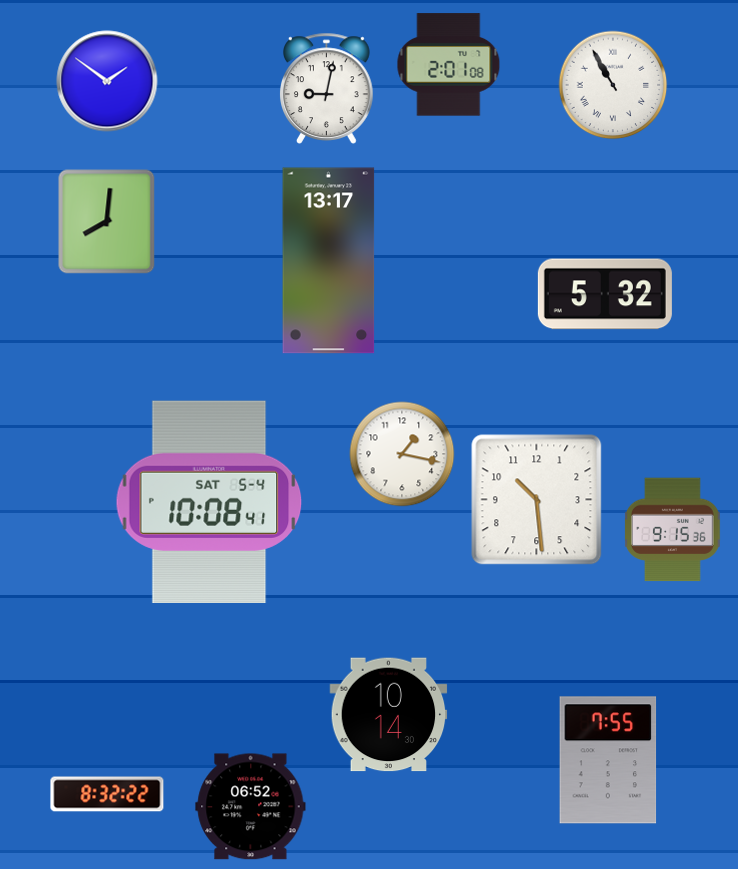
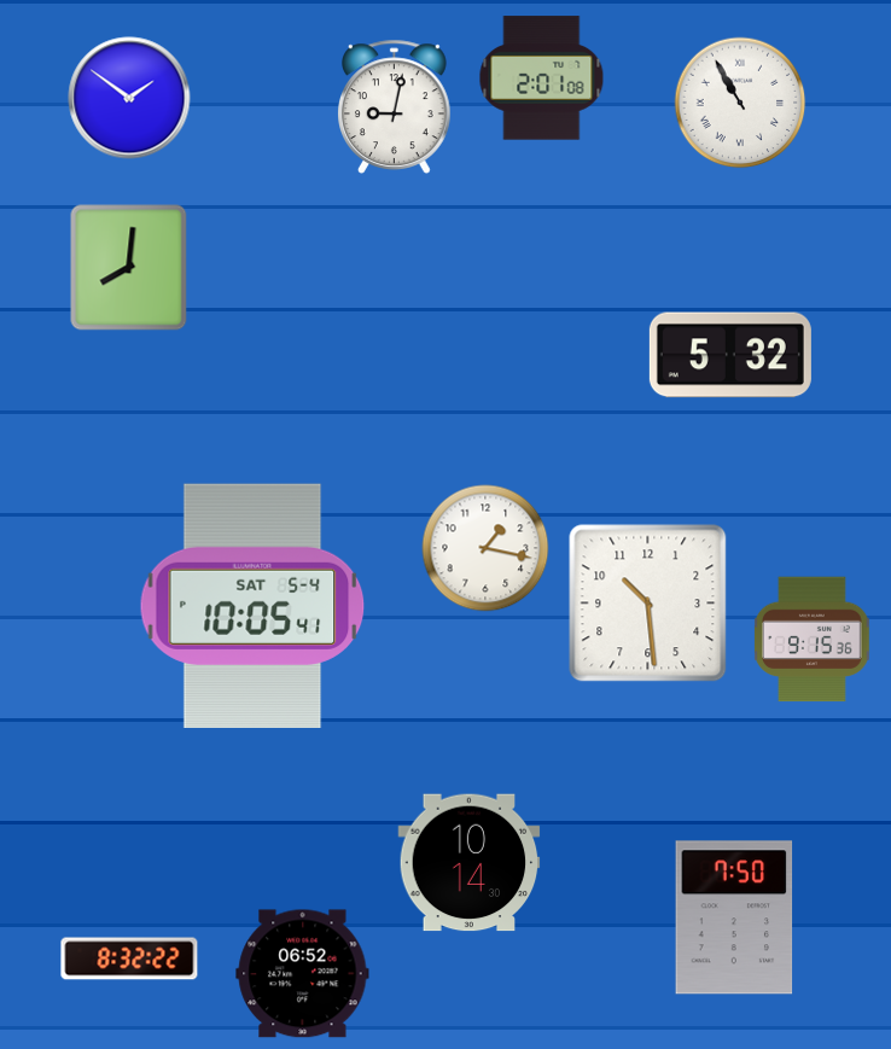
clock at (329, 261): 13:17 -> none
clock at (209, 501): 10:08 -> 10:05
clock at (608, 760): 7:55 -> 7:50
